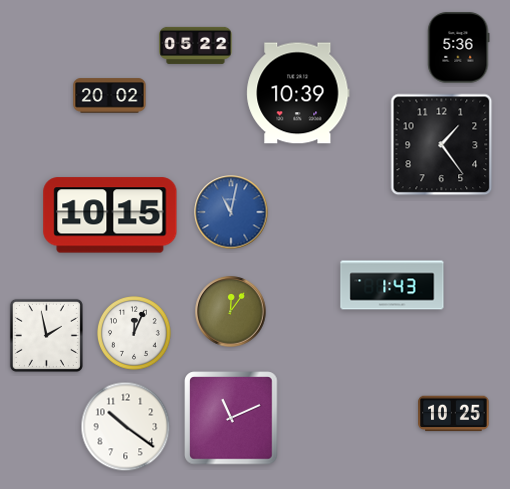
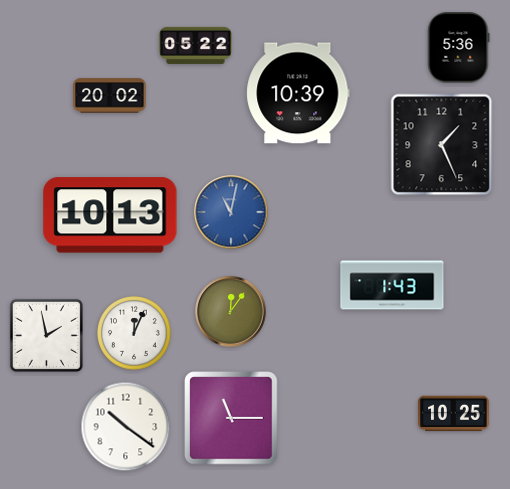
clock at (442, 145): 1:24 -> 1:26
clock at (110, 215): 10:15 -> 10:13
clock at (231, 418): 11:11 -> 11:15
